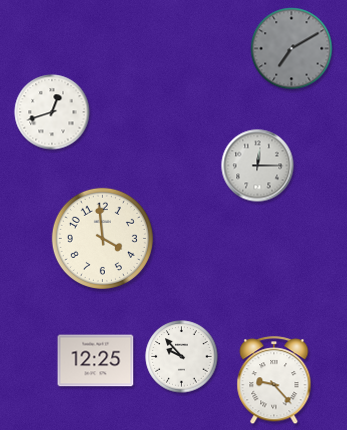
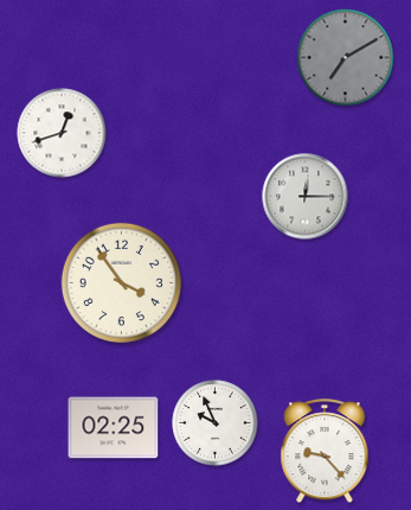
clock at (102, 238): 3:59 -> 3:54
clock at (182, 357): 9:53 -> 9:56
clock at (96, 361): 12:25 -> 02:25
